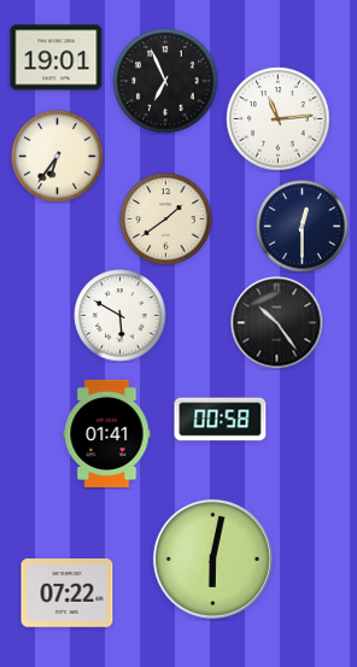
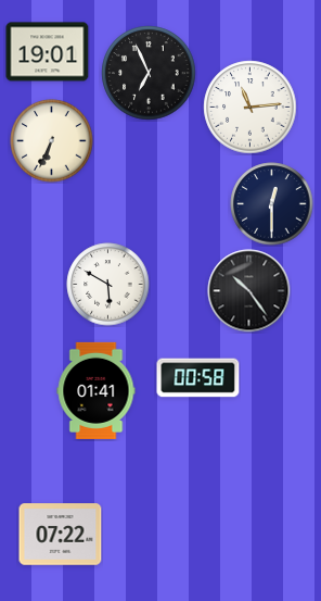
clock at (57, 58) position: (57, 58) -> (48, 52)
clock at (58, 157): 6:36 -> 6:34
clock at (166, 220): 1:39 -> none
clock at (212, 558): 6:02 -> none
